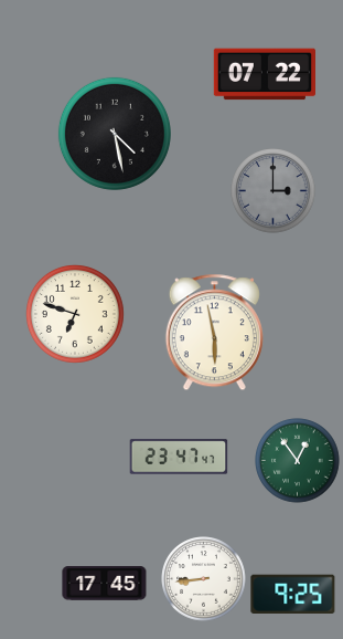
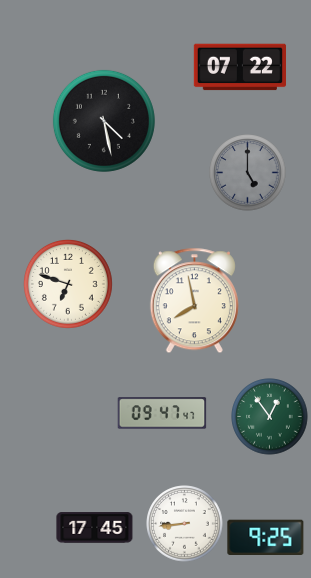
clock at (274, 191): 3:00 -> 5:00
clock at (214, 333): 5:58 -> 7:58
clock at (179, 457): 23:47 -> 09:47
